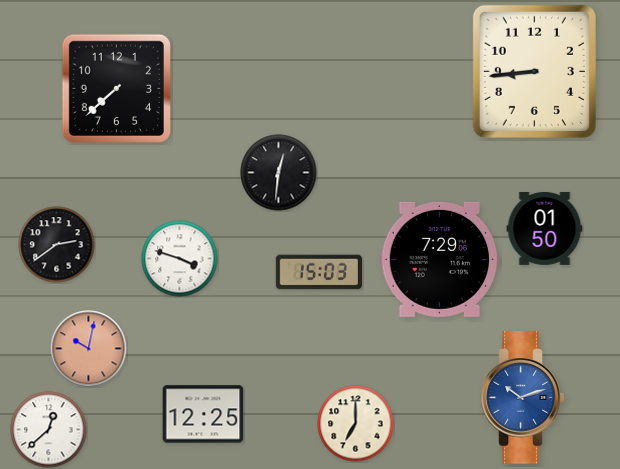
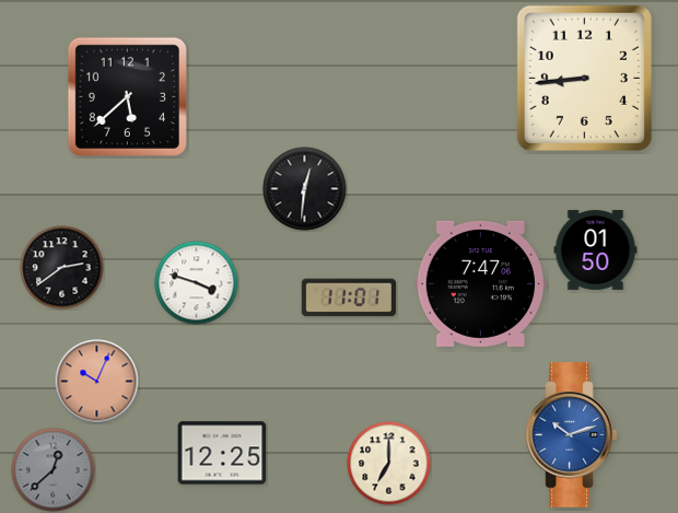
clock at (116, 88): 7:38 -> 5:38
clock at (440, 259): 7:29 -> 7:47
clock at (318, 272): 15:03 -> 11:01
clock at (89, 349): 10:02 -> 10:04
clock at (49, 430) dial: white -> grey
